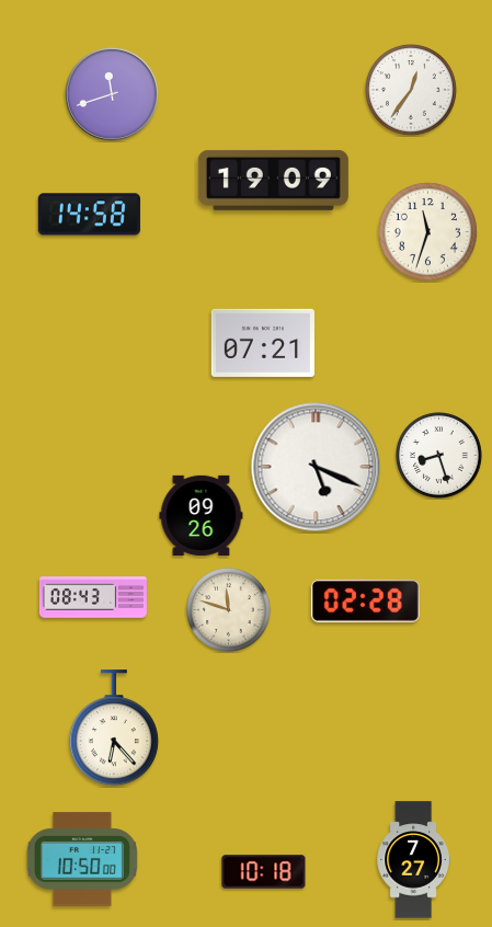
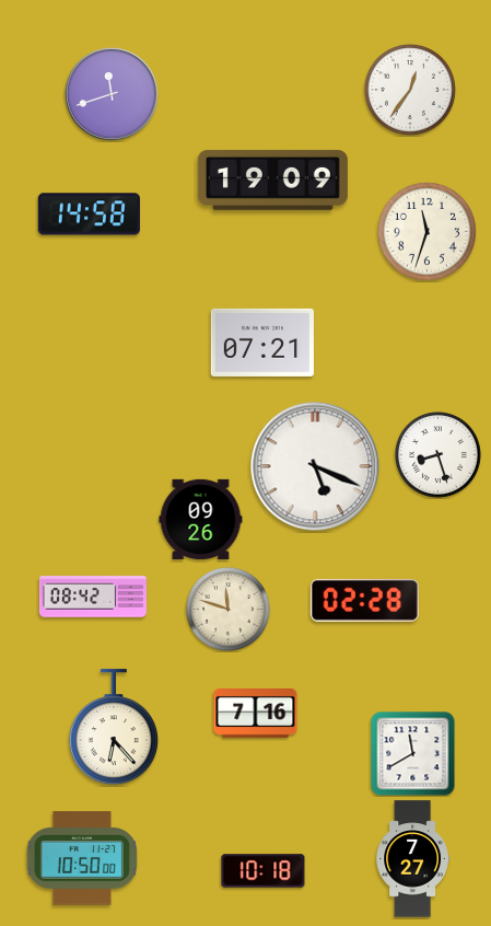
clock at (202, 515) position: (202, 515) -> (201, 519)
clock at (93, 597): 08:43 -> 08:42
clock at (256, 714): none -> 7:16
clock at (413, 754): none -> 11:40
